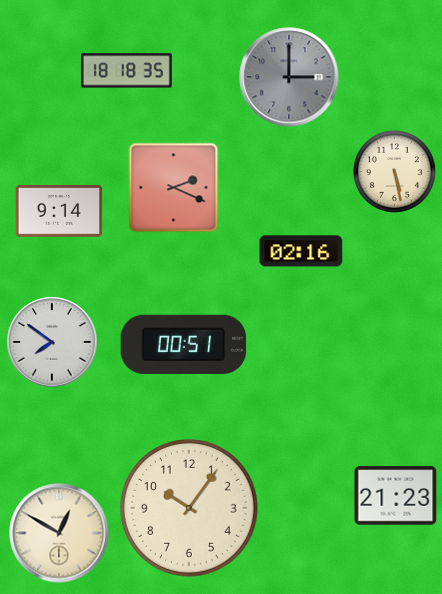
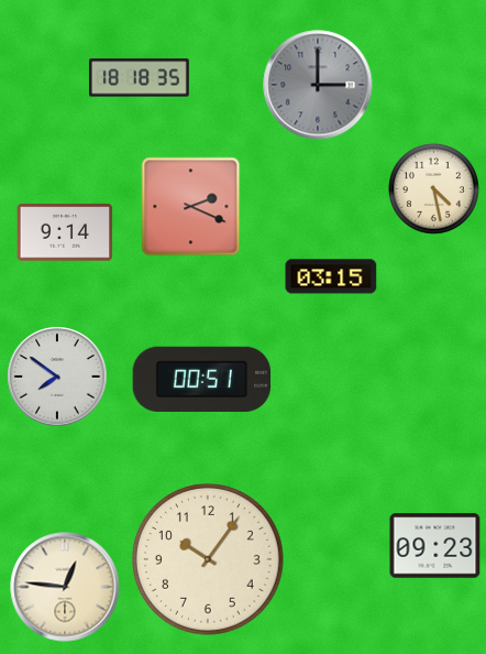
clock at (395, 172): 5:28 -> 4:28
clock at (301, 251): 02:16 -> 03:15
clock at (396, 496): 21:23 -> 09:23
clock at (59, 533): 12:50 -> 12:46
